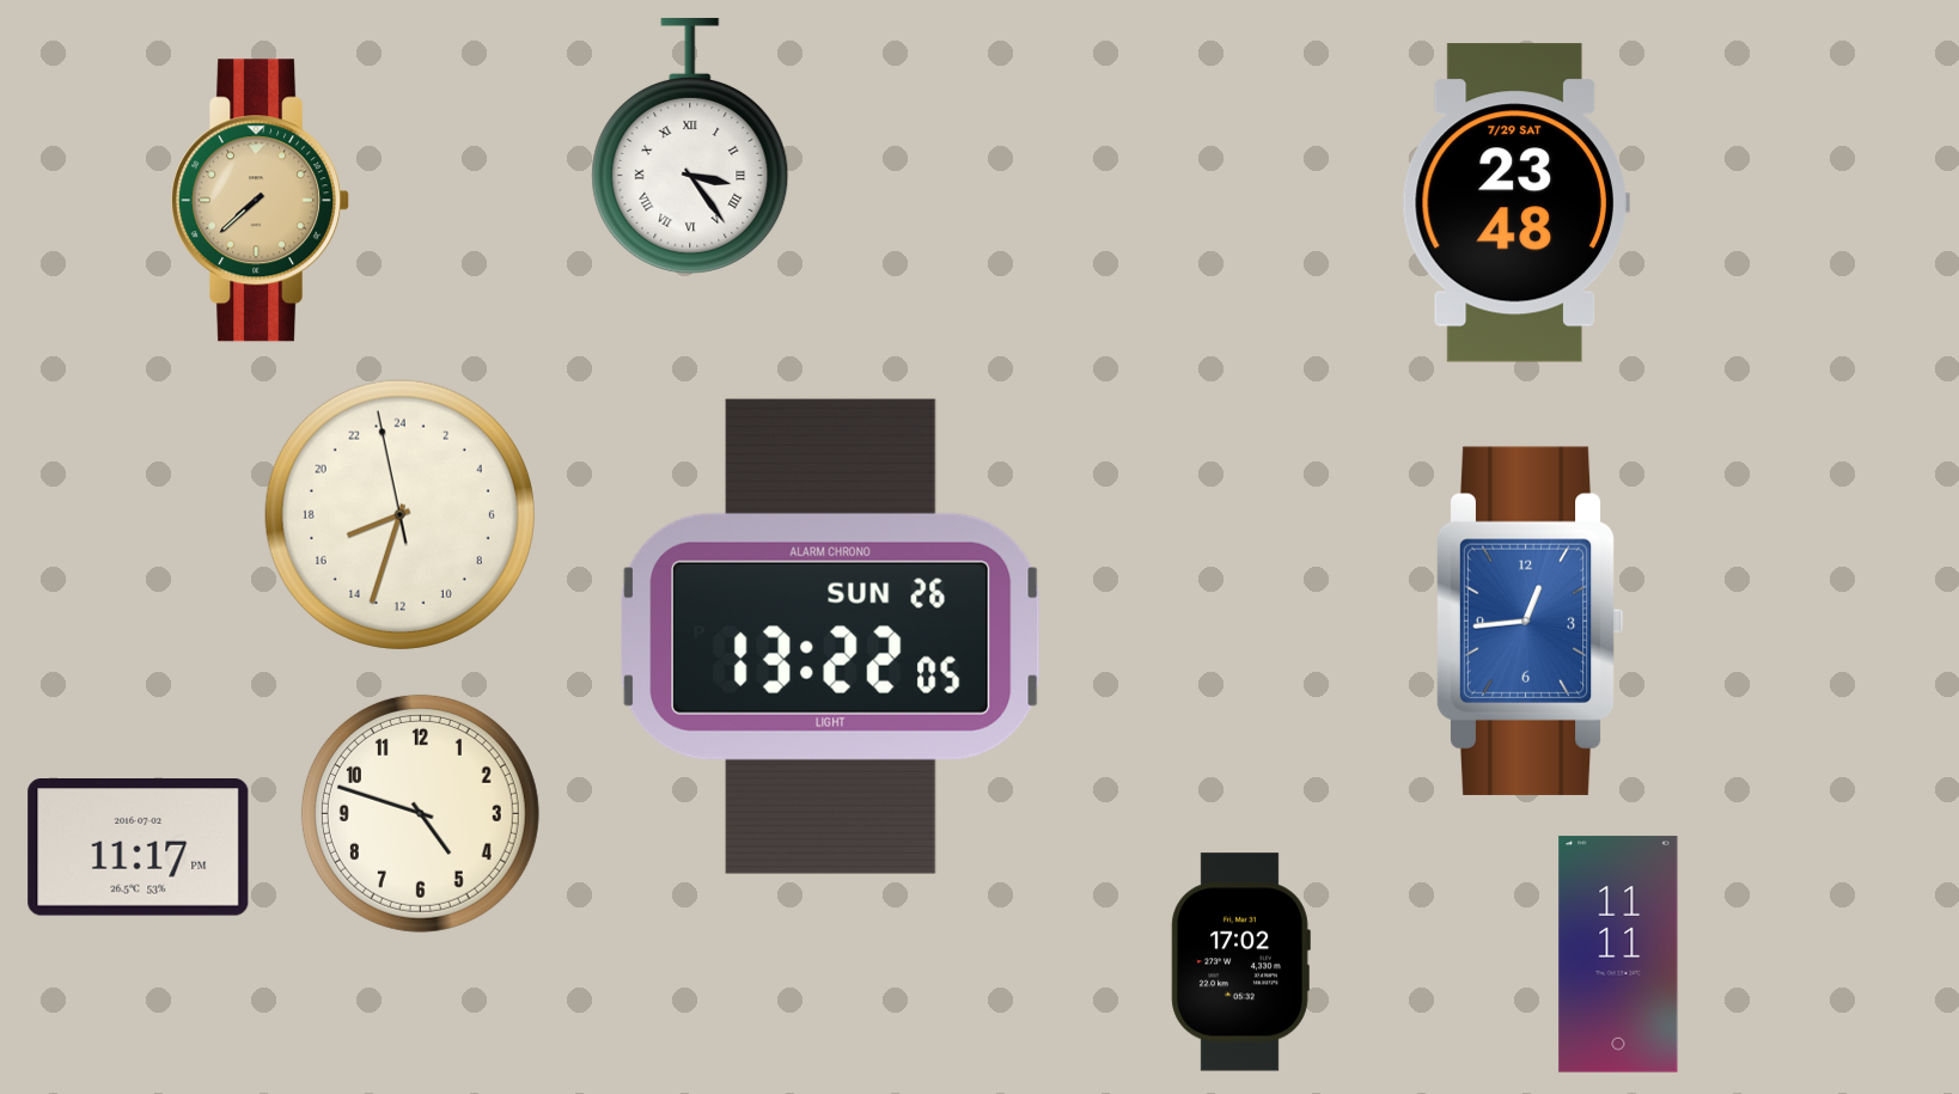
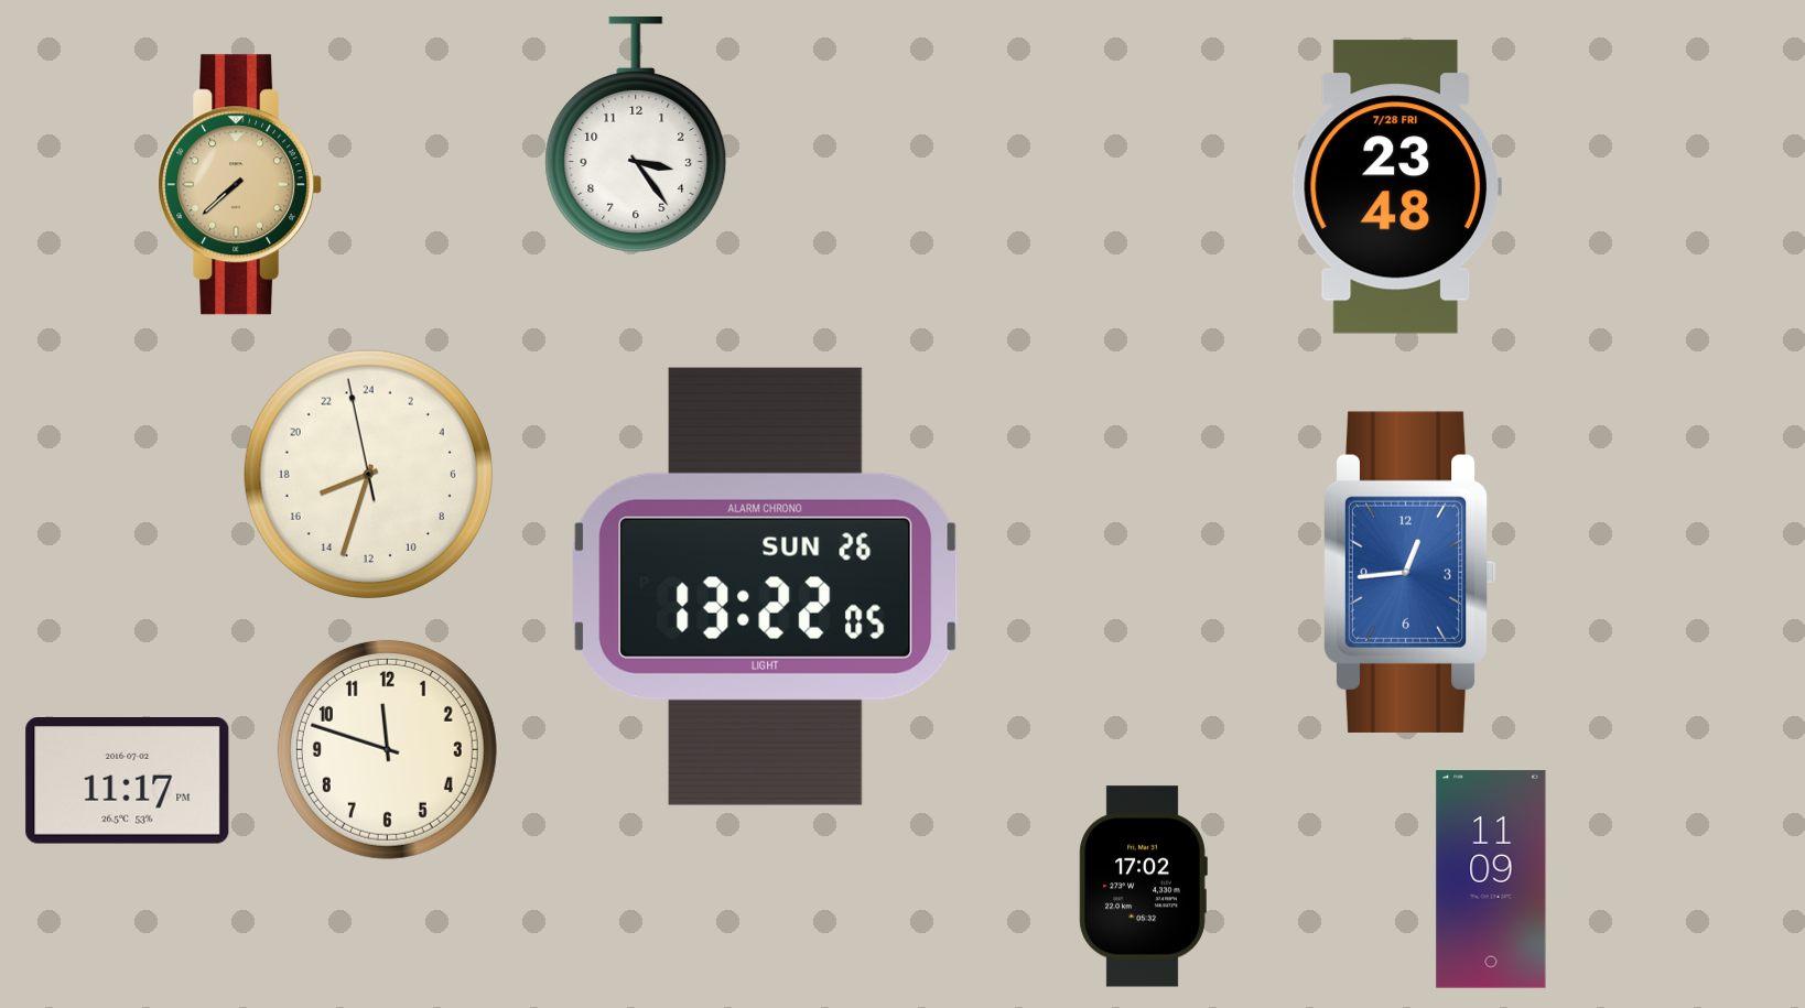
clock at (690, 146) numerals: Roman -> Arabic
clock at (1515, 203) date: 7/29 SAT -> 7/28 FRI
clock at (420, 813): 4:48 -> 11:48
clock at (1618, 954): 11:11 -> 11:09
